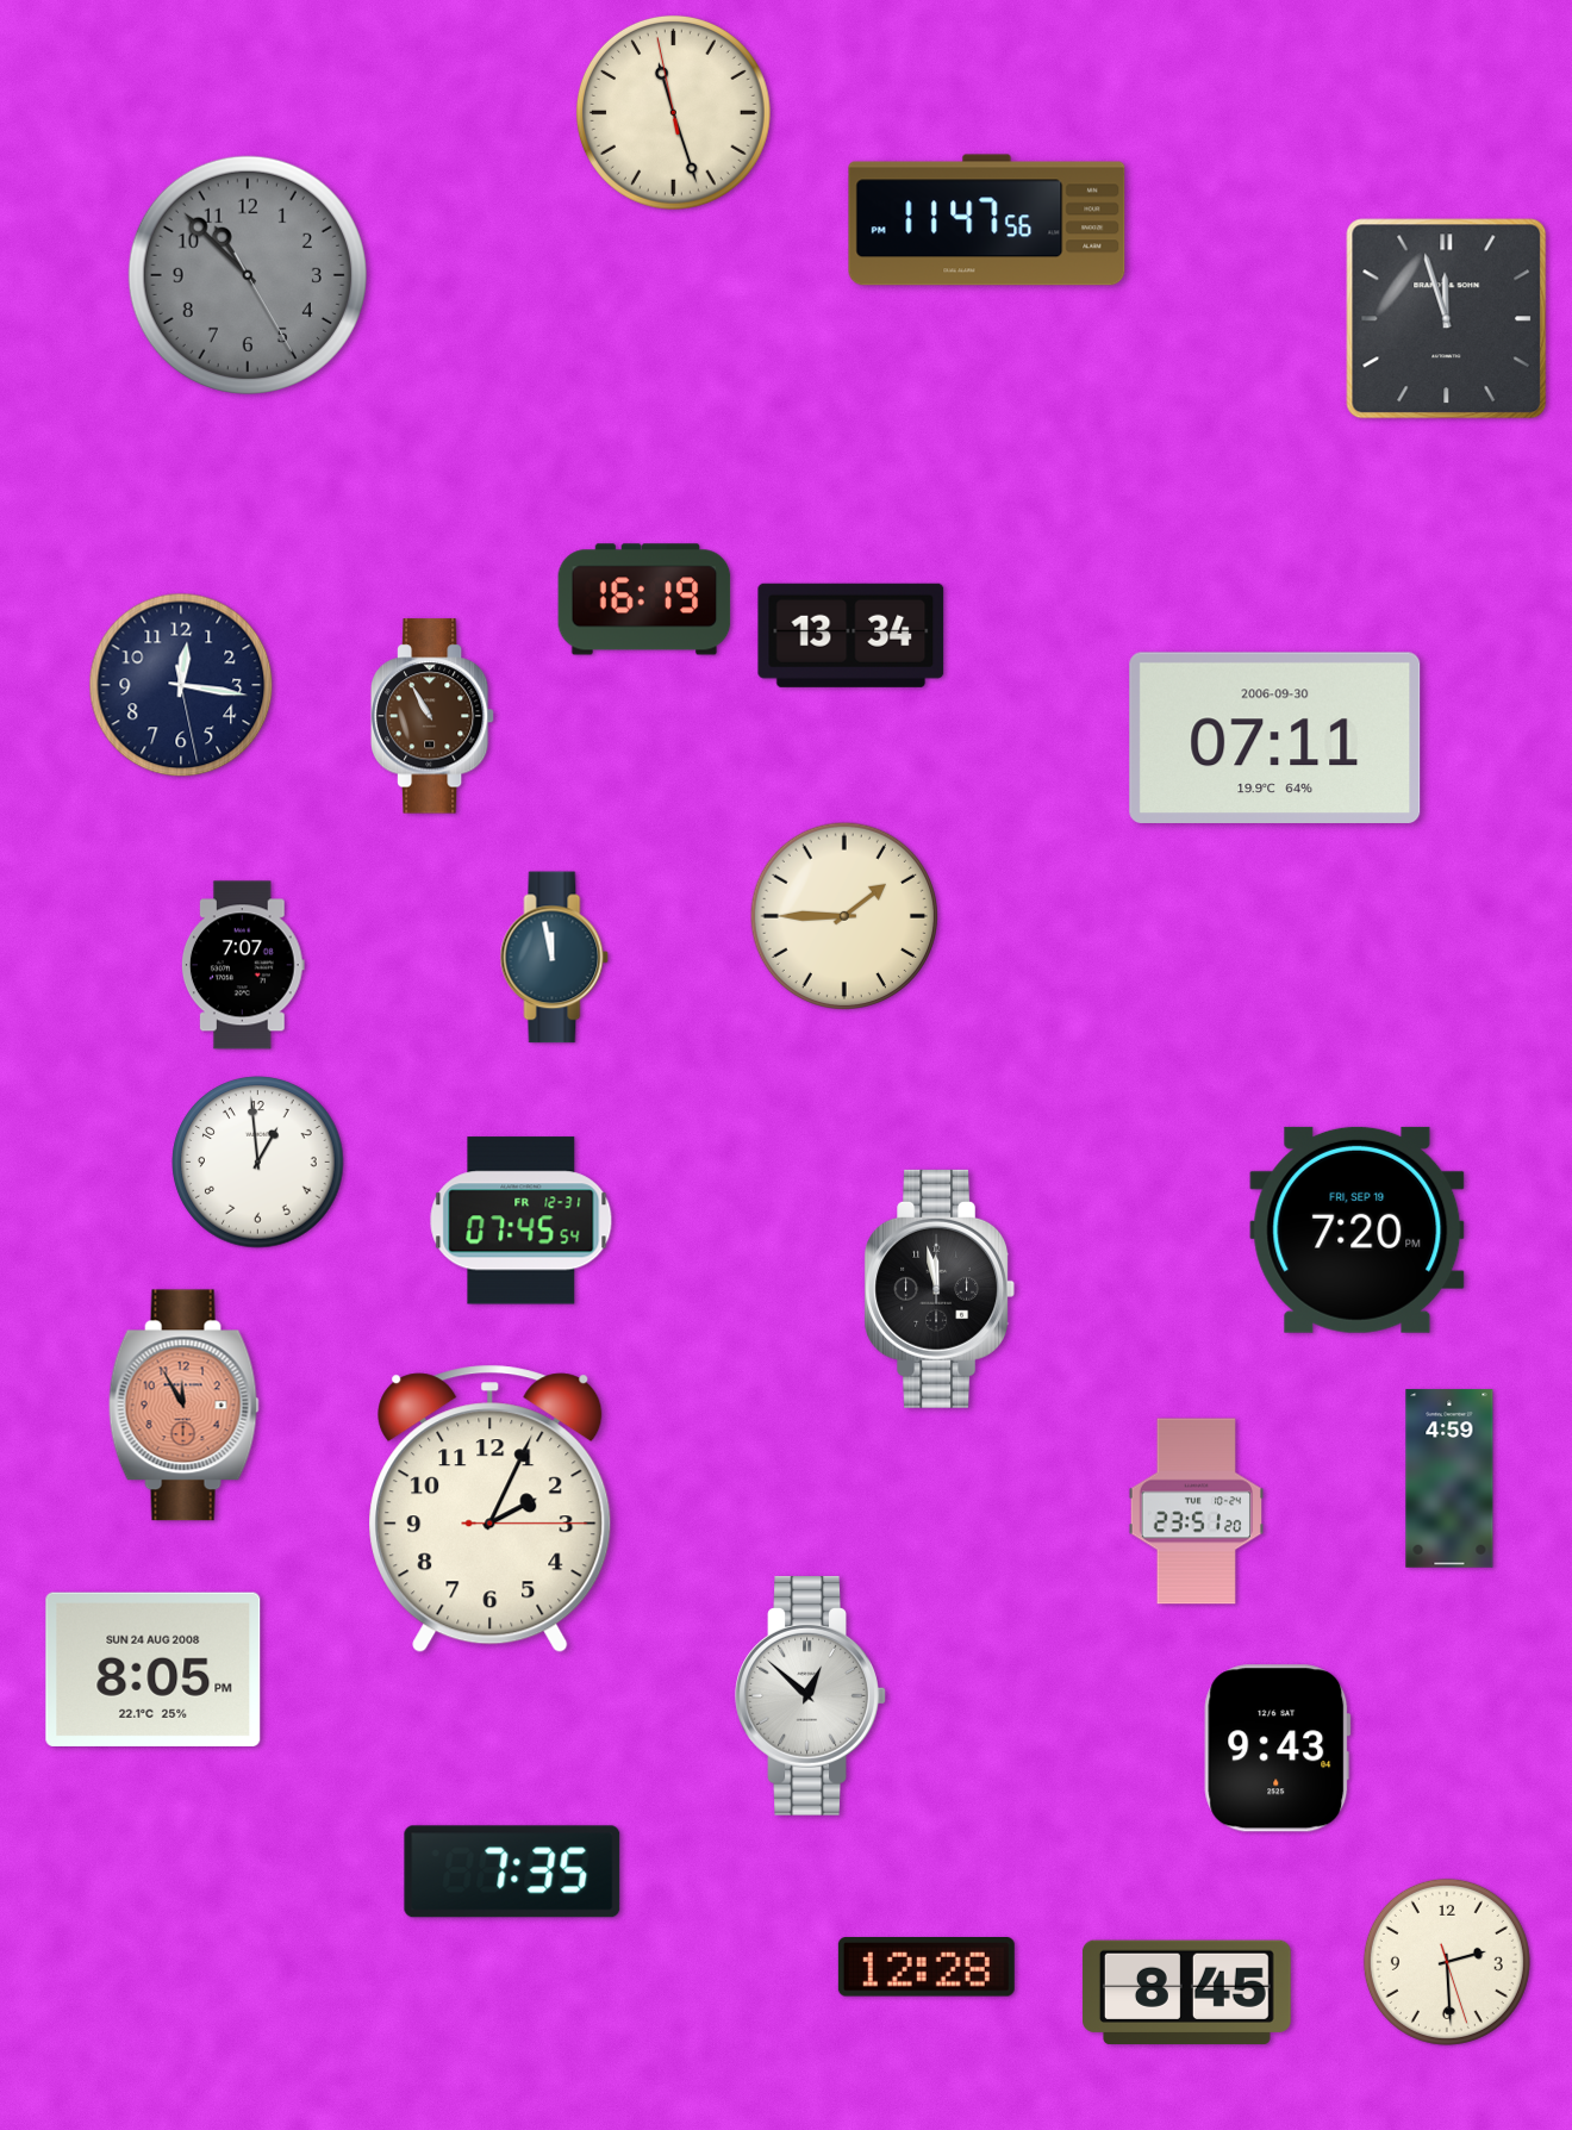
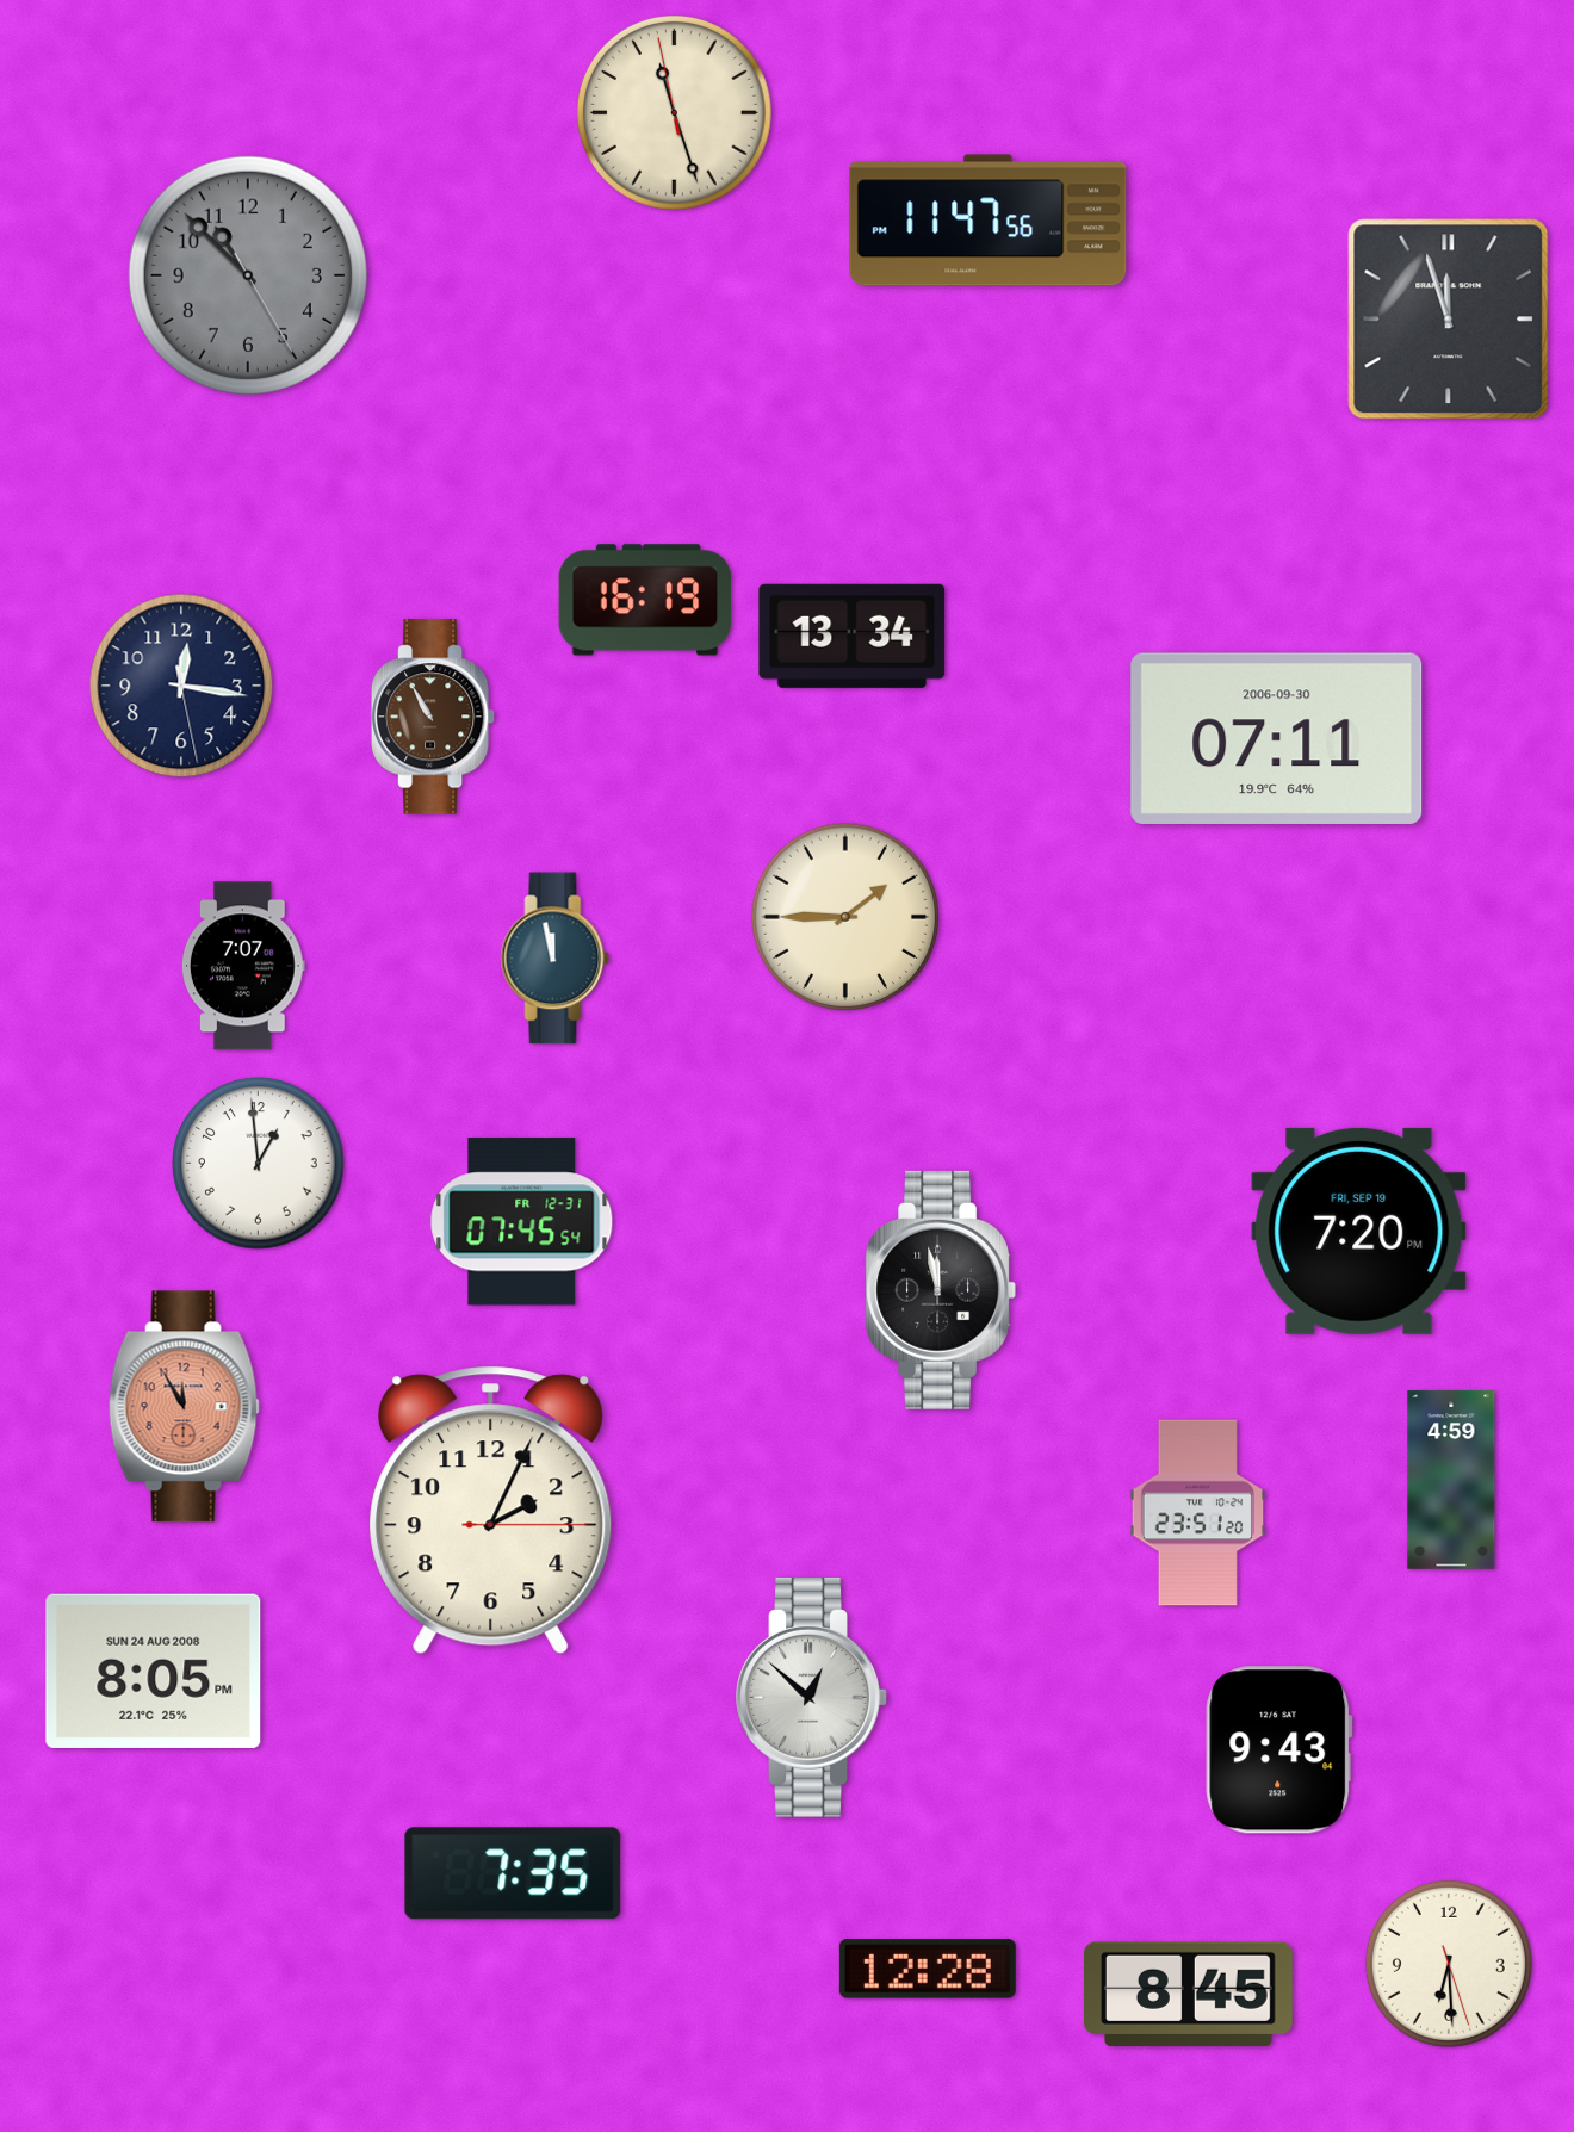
clock at (1447, 1962): 2:29 -> 6:29
